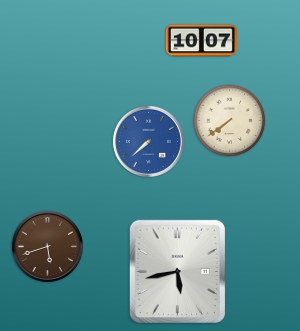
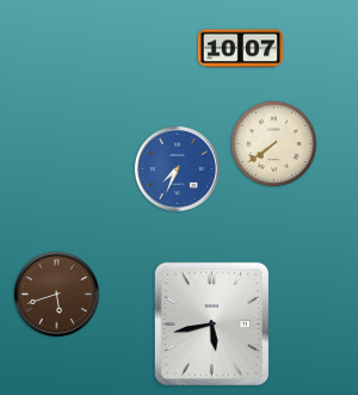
clock at (148, 141): 7:38 -> 7:34
